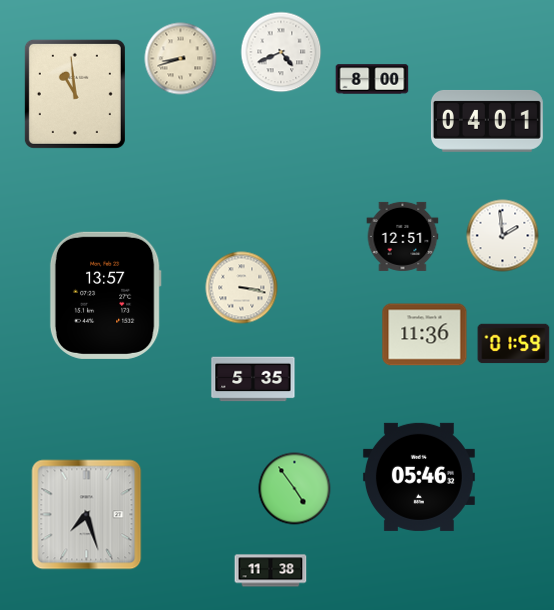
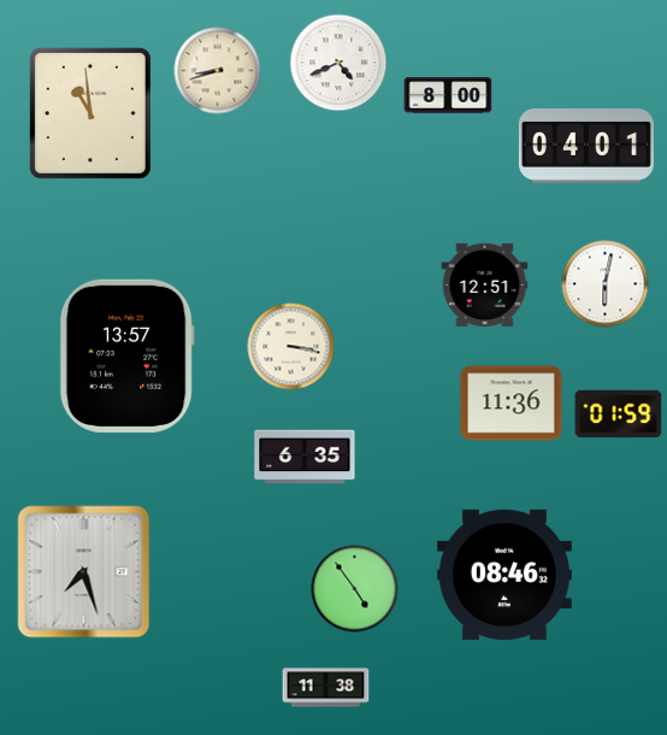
clock at (503, 236): 1:59 -> 6:02
clock at (253, 379): 5:35 -> 6:35
clock at (419, 477): 05:46 -> 08:46
clock at (87, 515) position: (87, 515) -> (84, 572)
